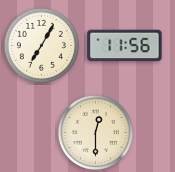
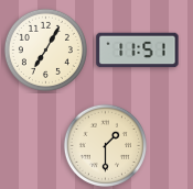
clock at (125, 46): 11:56 -> 11:51
clock at (95, 132): 12:30 -> 1:30
